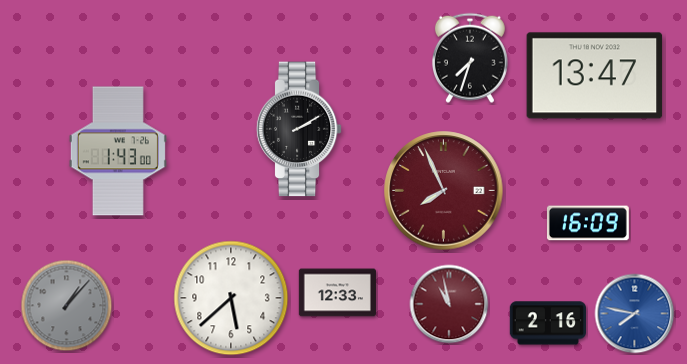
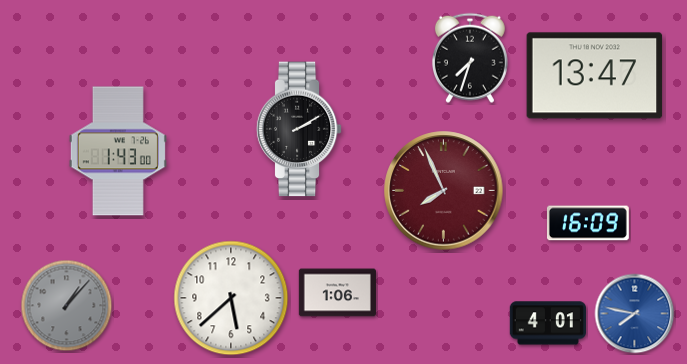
clock at (337, 293): 12:33 -> 1:06
clock at (449, 304): 10:58 -> none
clock at (547, 323): 2:16 -> 4:01
